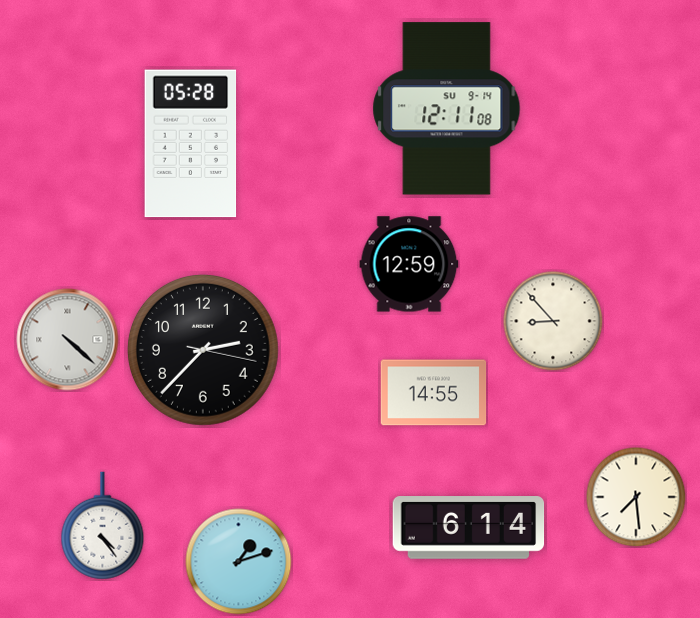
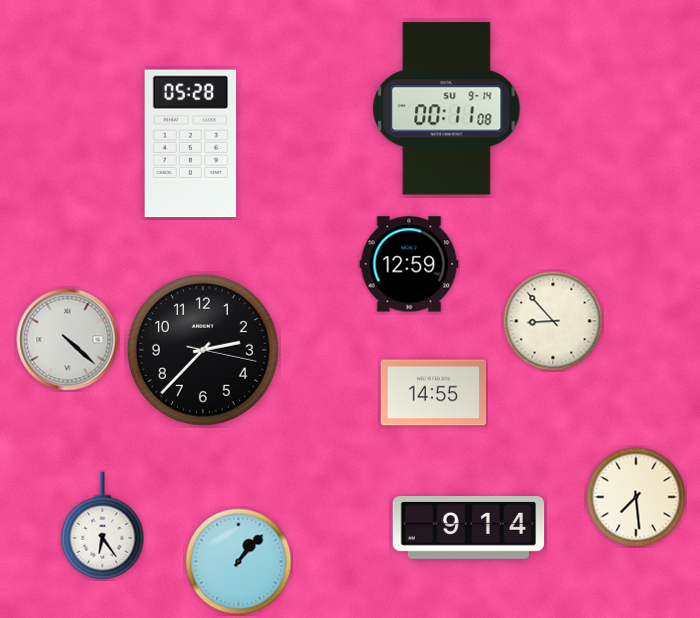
clock at (447, 109): 12:11 -> 00:11
clock at (103, 526): 4:24 -> 6:24
clock at (469, 528): 6:14 -> 9:14
clock at (239, 562): 1:12 -> 1:07
